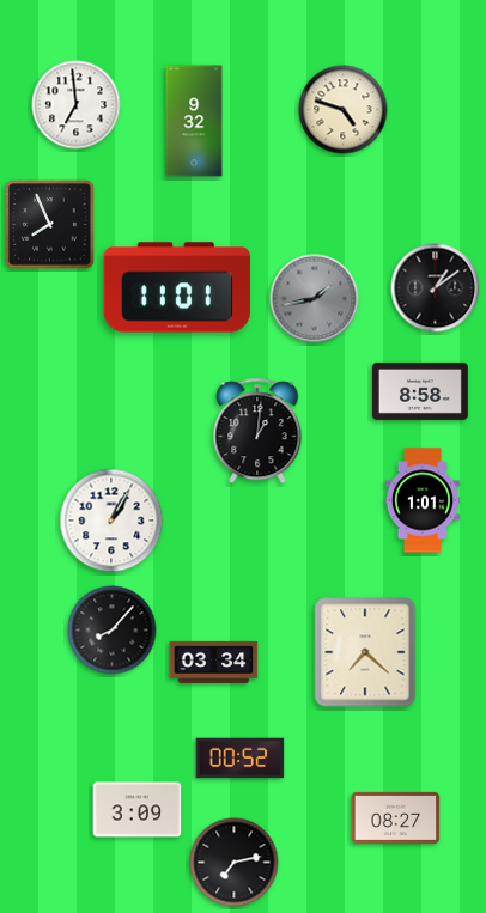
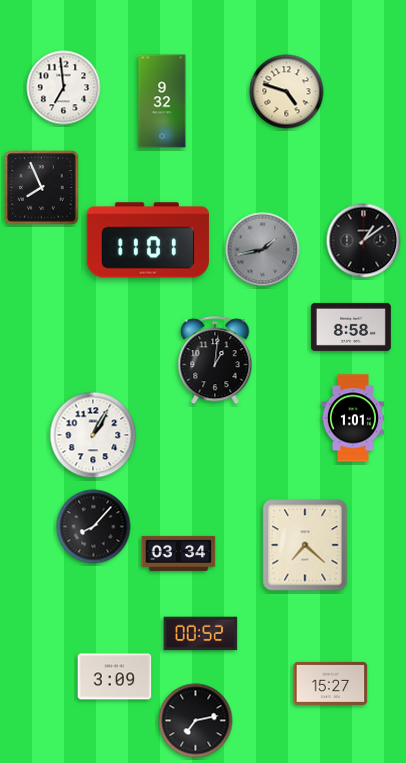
clock at (396, 817): 08:27 -> 15:27
